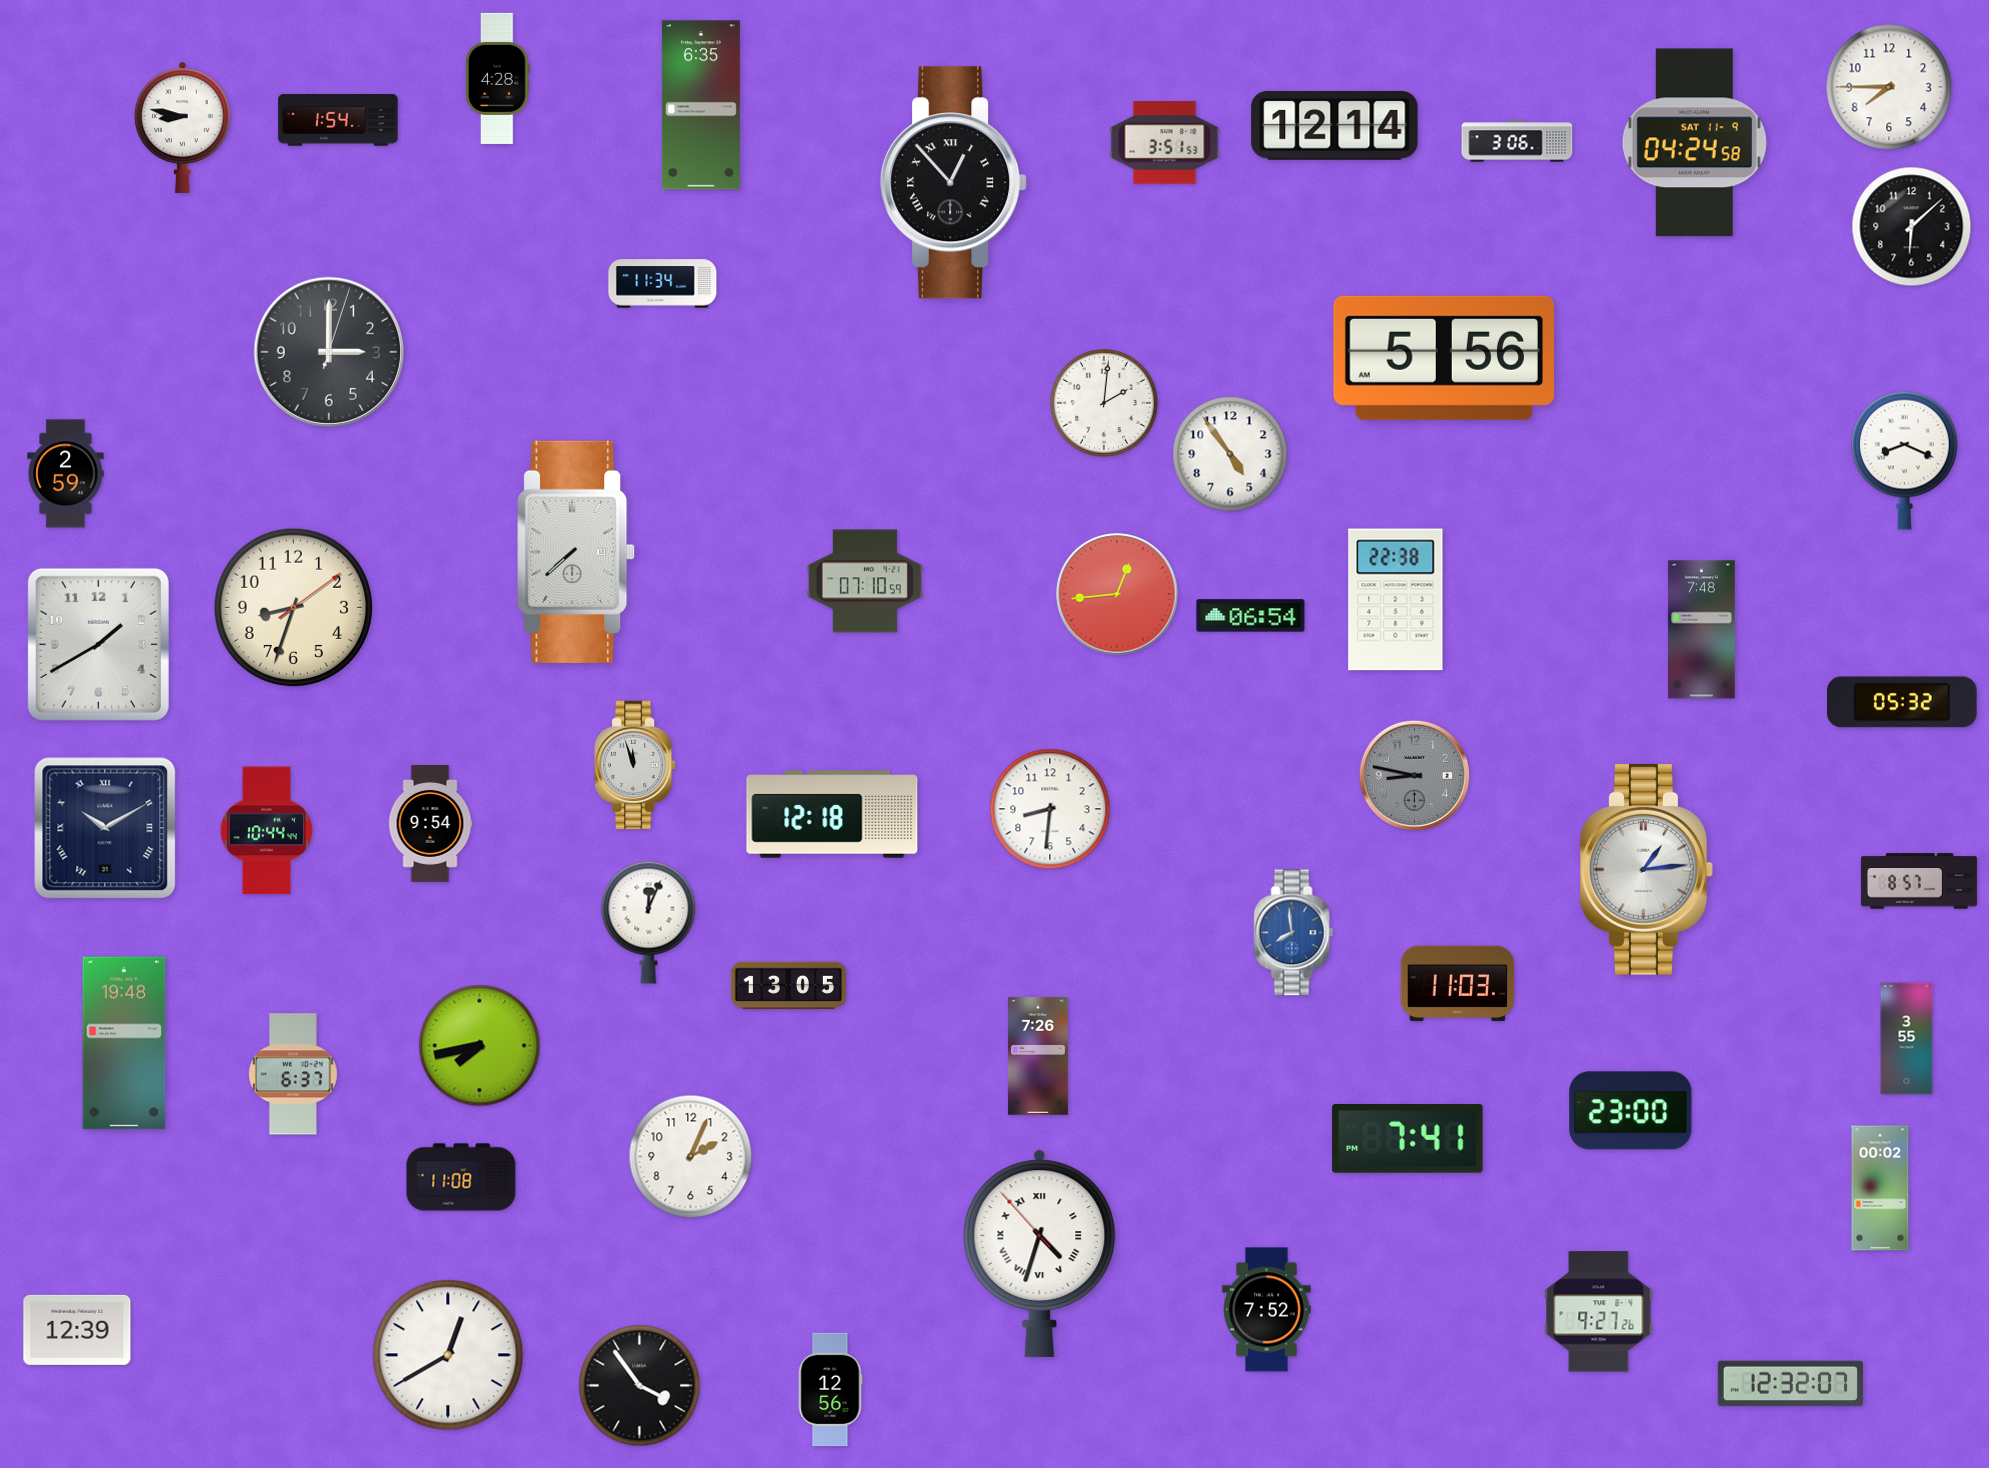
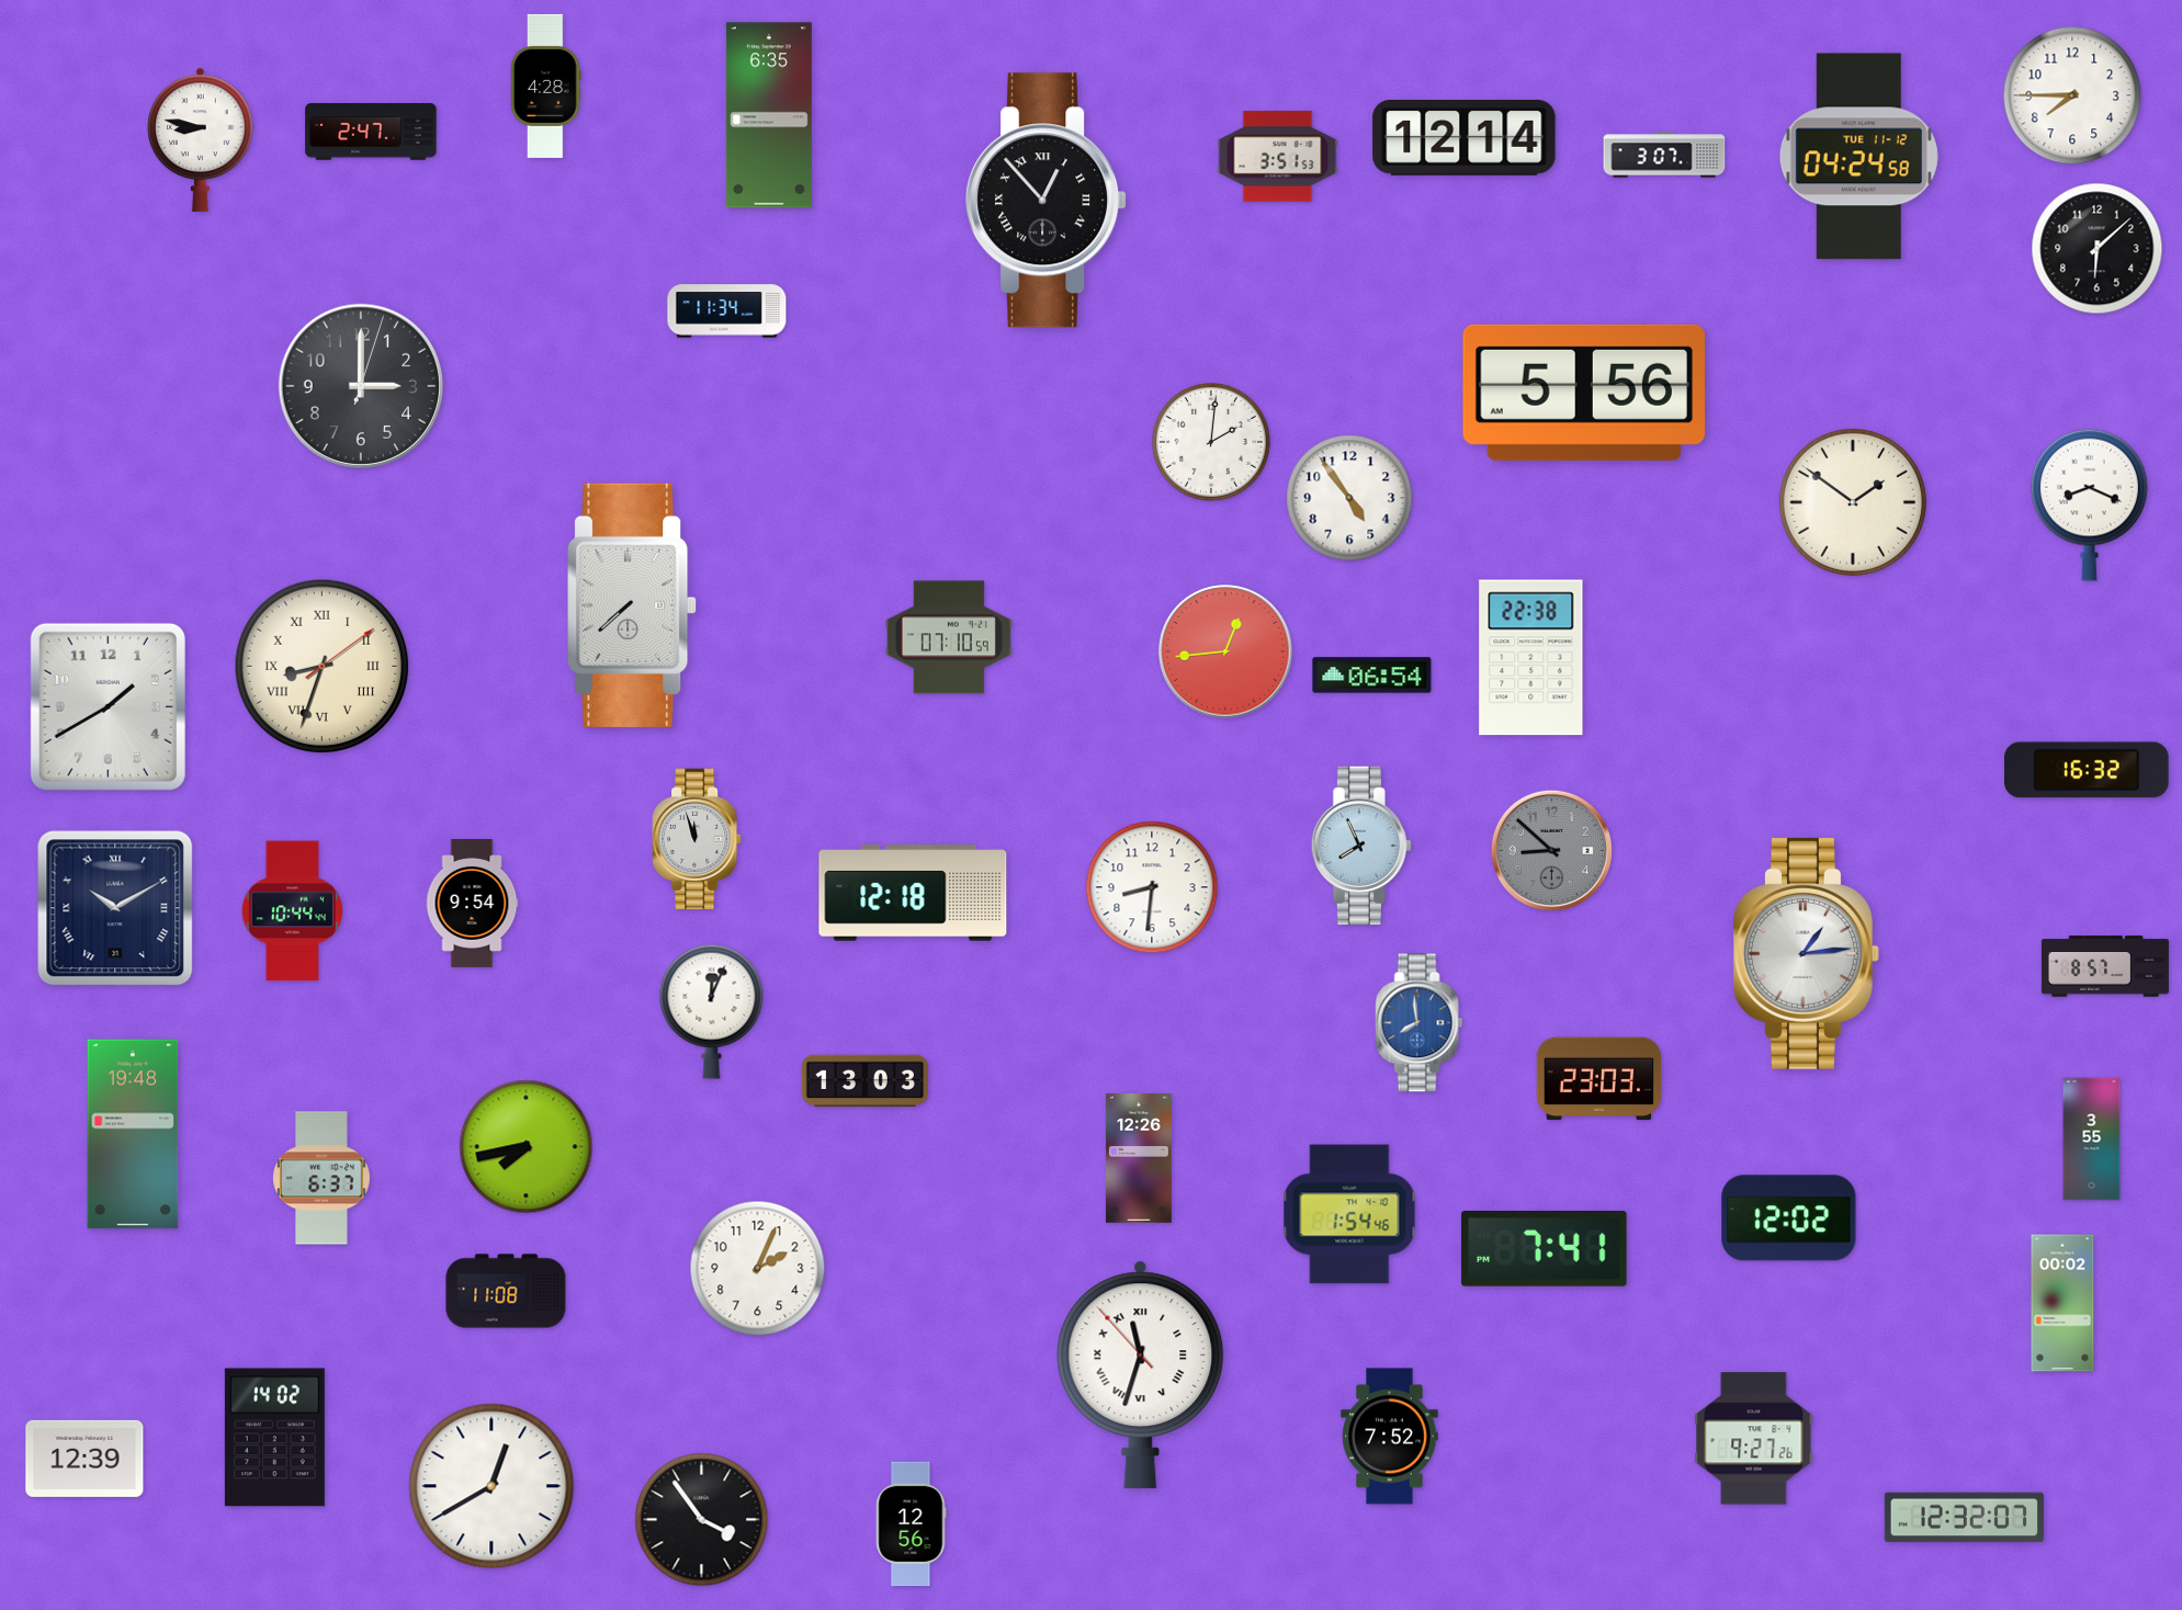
clock at (338, 120): 1:54 -> 2:47
clock at (1517, 141): 3:06 -> 3:07
clock at (1694, 143) date: SAT 11-9 -> TUE 11-12
clock at (1853, 502): none -> 1:51
clock at (66, 474): 2:59 -> none
clock at (294, 608) numerals: Arabic -> Roman
clock at (1702, 630): 7:48 -> none
clock at (1903, 702): 05:32 -> 16:32
clock at (1360, 846): none -> 7:56
clock at (1414, 775): 8:47 -> 8:52
clock at (1458, 984): 11:03 -> 23:03
clock at (788, 986): 13:05 -> 13:03
clock at (124, 1043) position: (124, 1043) -> (133, 1134)
clock at (1038, 1056): 7:26 -> 12:26
clock at (1349, 1214): none -> 1:54
clock at (1631, 1111): 23:00 -> 12:02
clock at (1040, 1253): 4:32 -> 11:32
clock at (274, 1438): none -> 14:02
